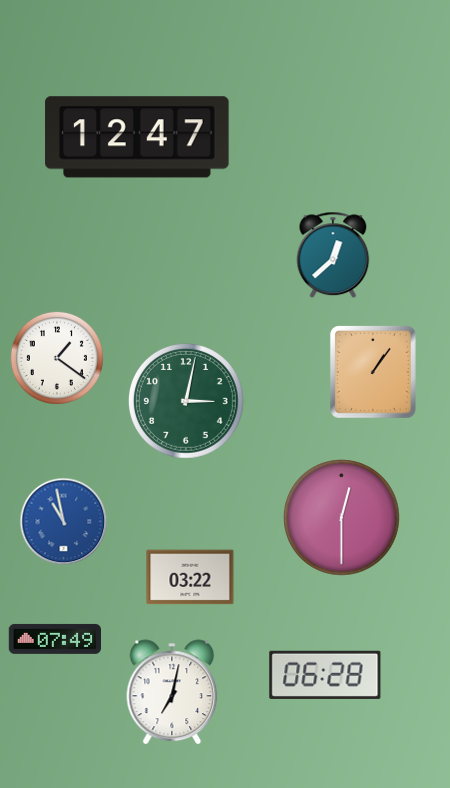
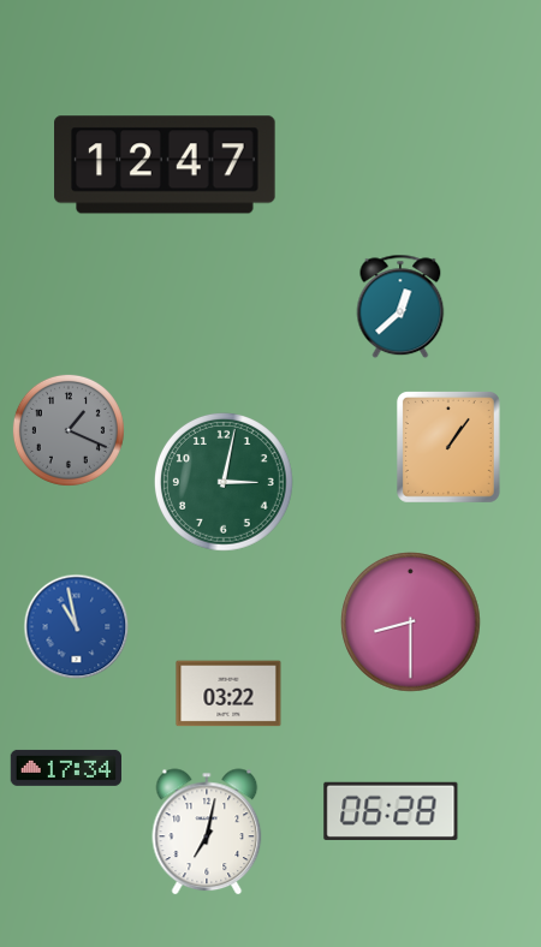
clock at (57, 358): 1:21 -> 1:19
clock at (57, 358) dial: white -> grey
clock at (342, 518): 12:30 -> 8:30
clock at (54, 639): 07:49 -> 17:34
